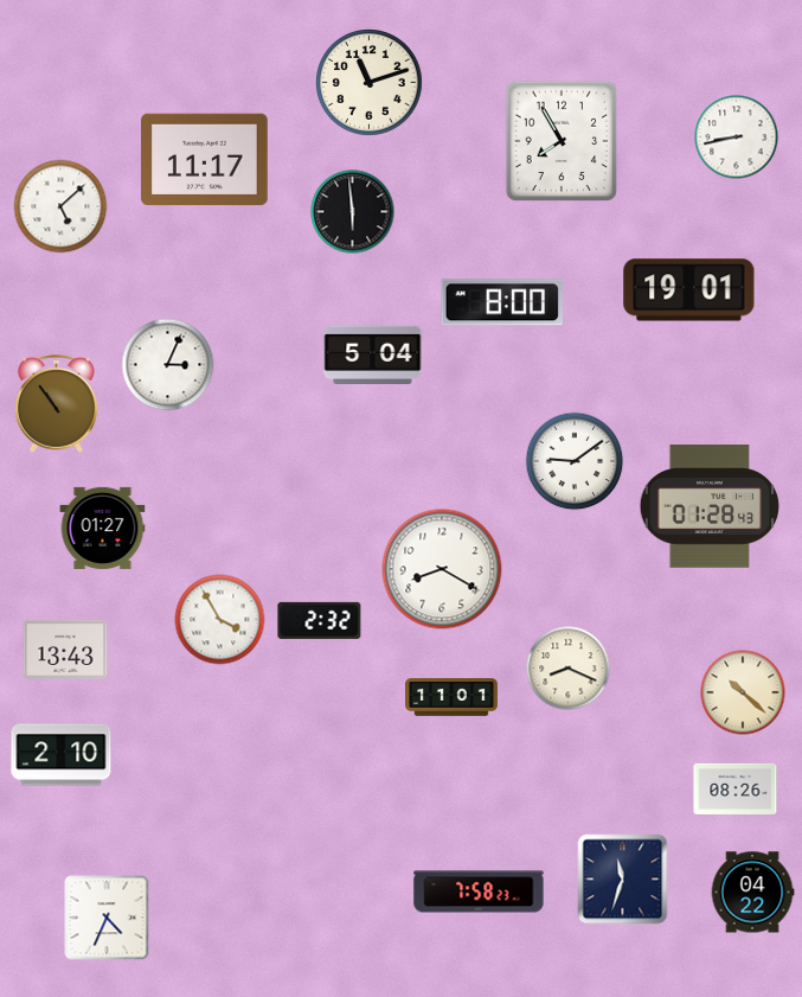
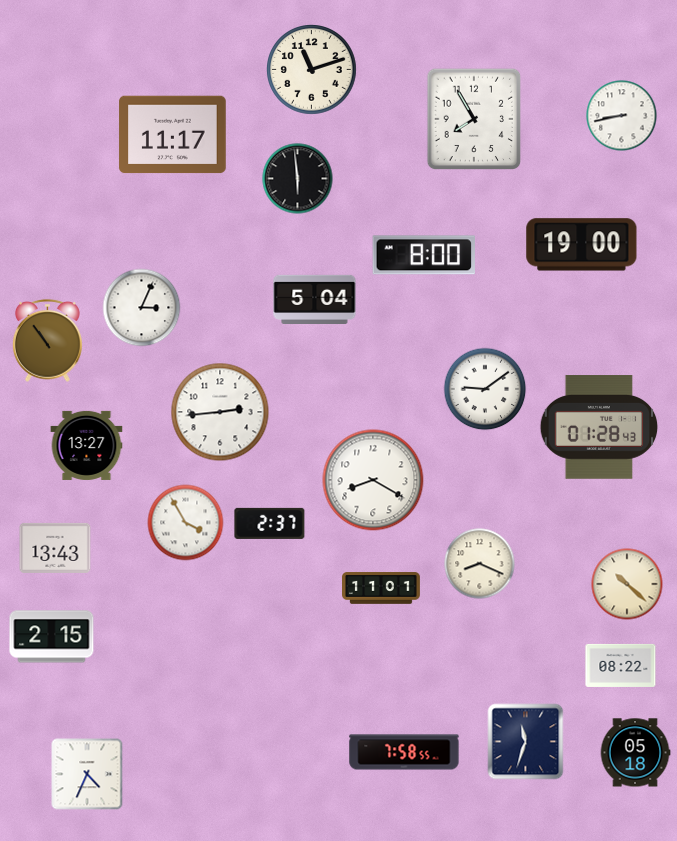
clock at (60, 206): 5:08 -> none
clock at (689, 290): 19:01 -> 19:00
clock at (220, 412): none -> 2:44
clock at (103, 528): 01:27 -> 13:27
clock at (320, 620): 2:32 -> 2:37
clock at (62, 755): 2:10 -> 2:15
clock at (736, 788): 08:26 -> 08:22
clock at (479, 891): 7:58:23 -> 7:58:55
clock at (752, 893): 04:22 -> 05:18
clock at (107, 918) position: (107, 918) -> (87, 774)
